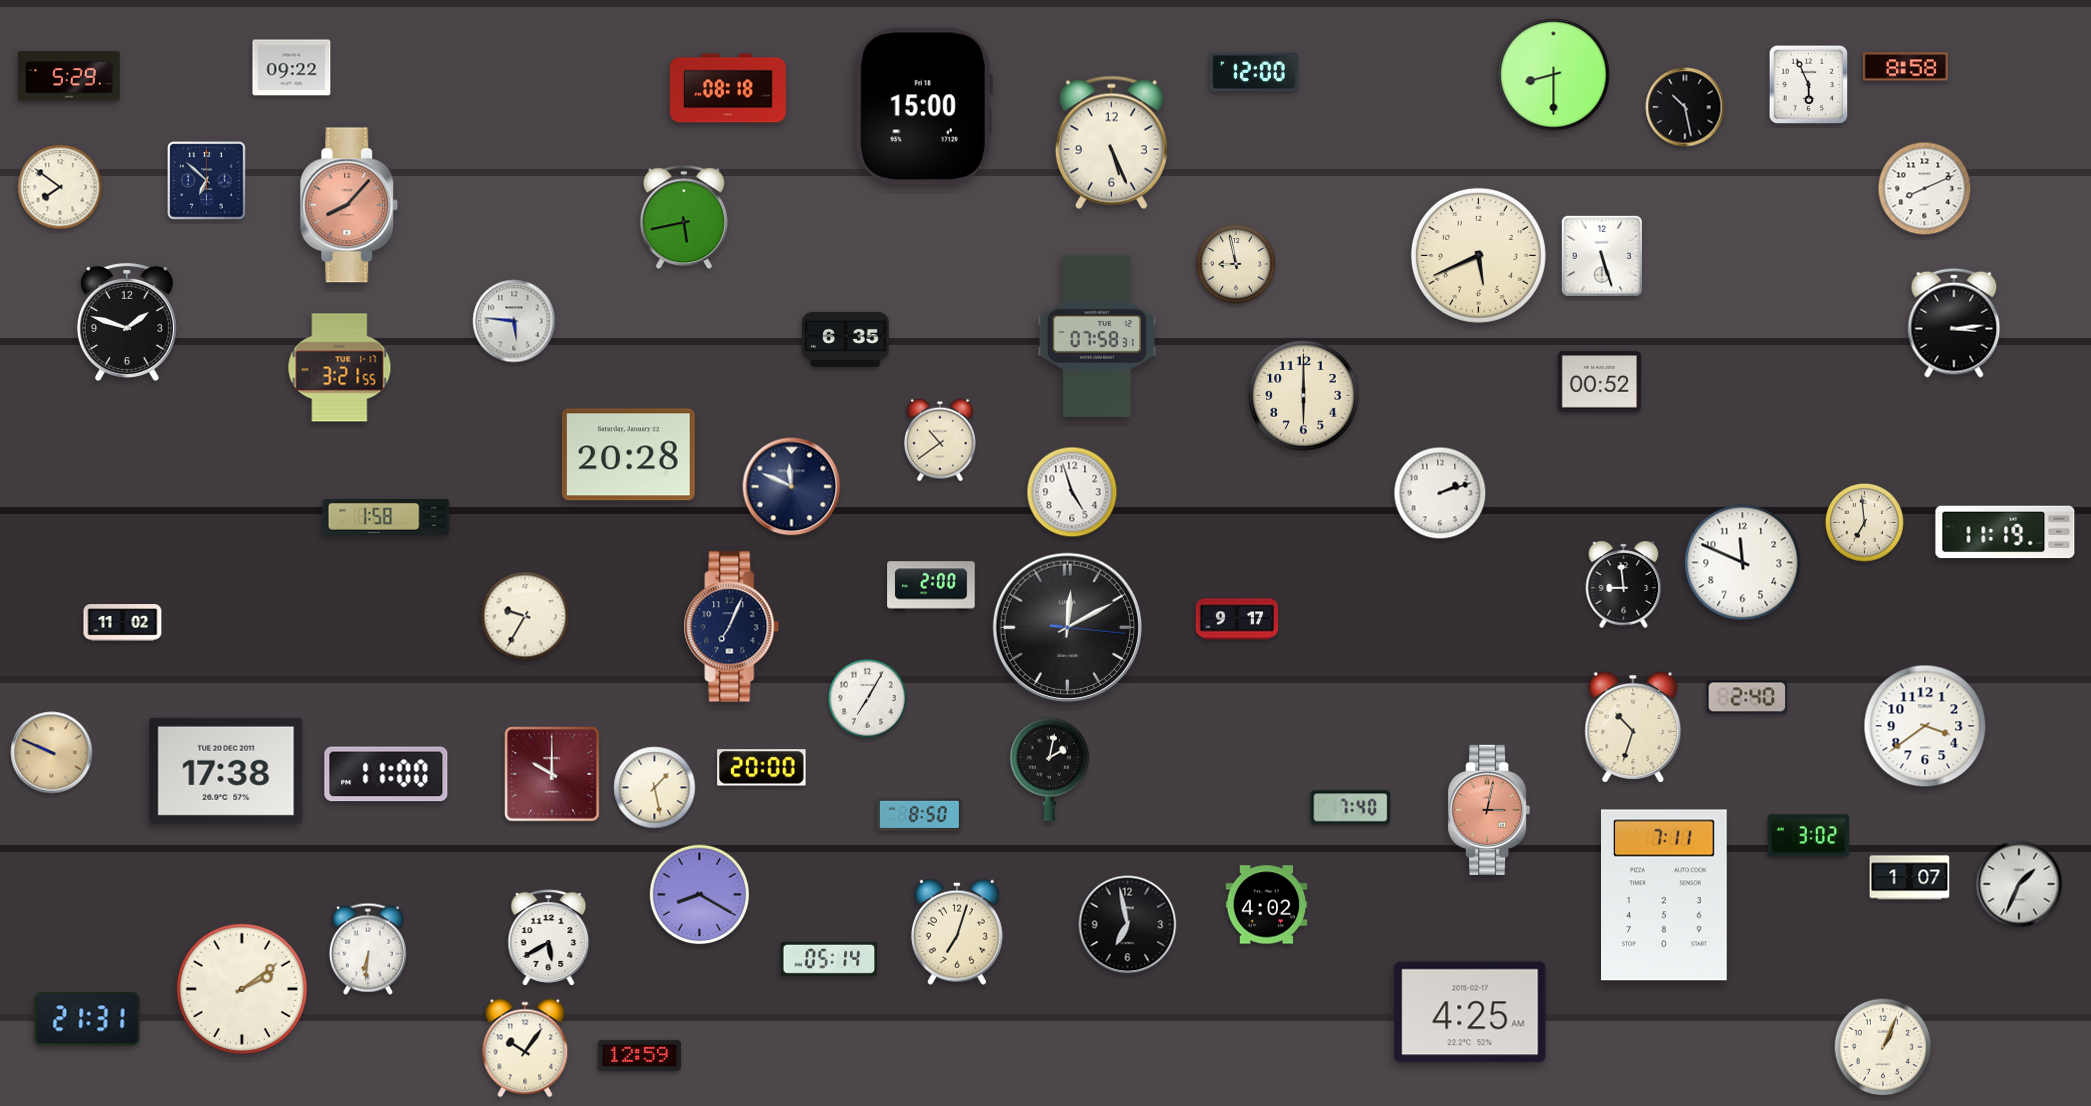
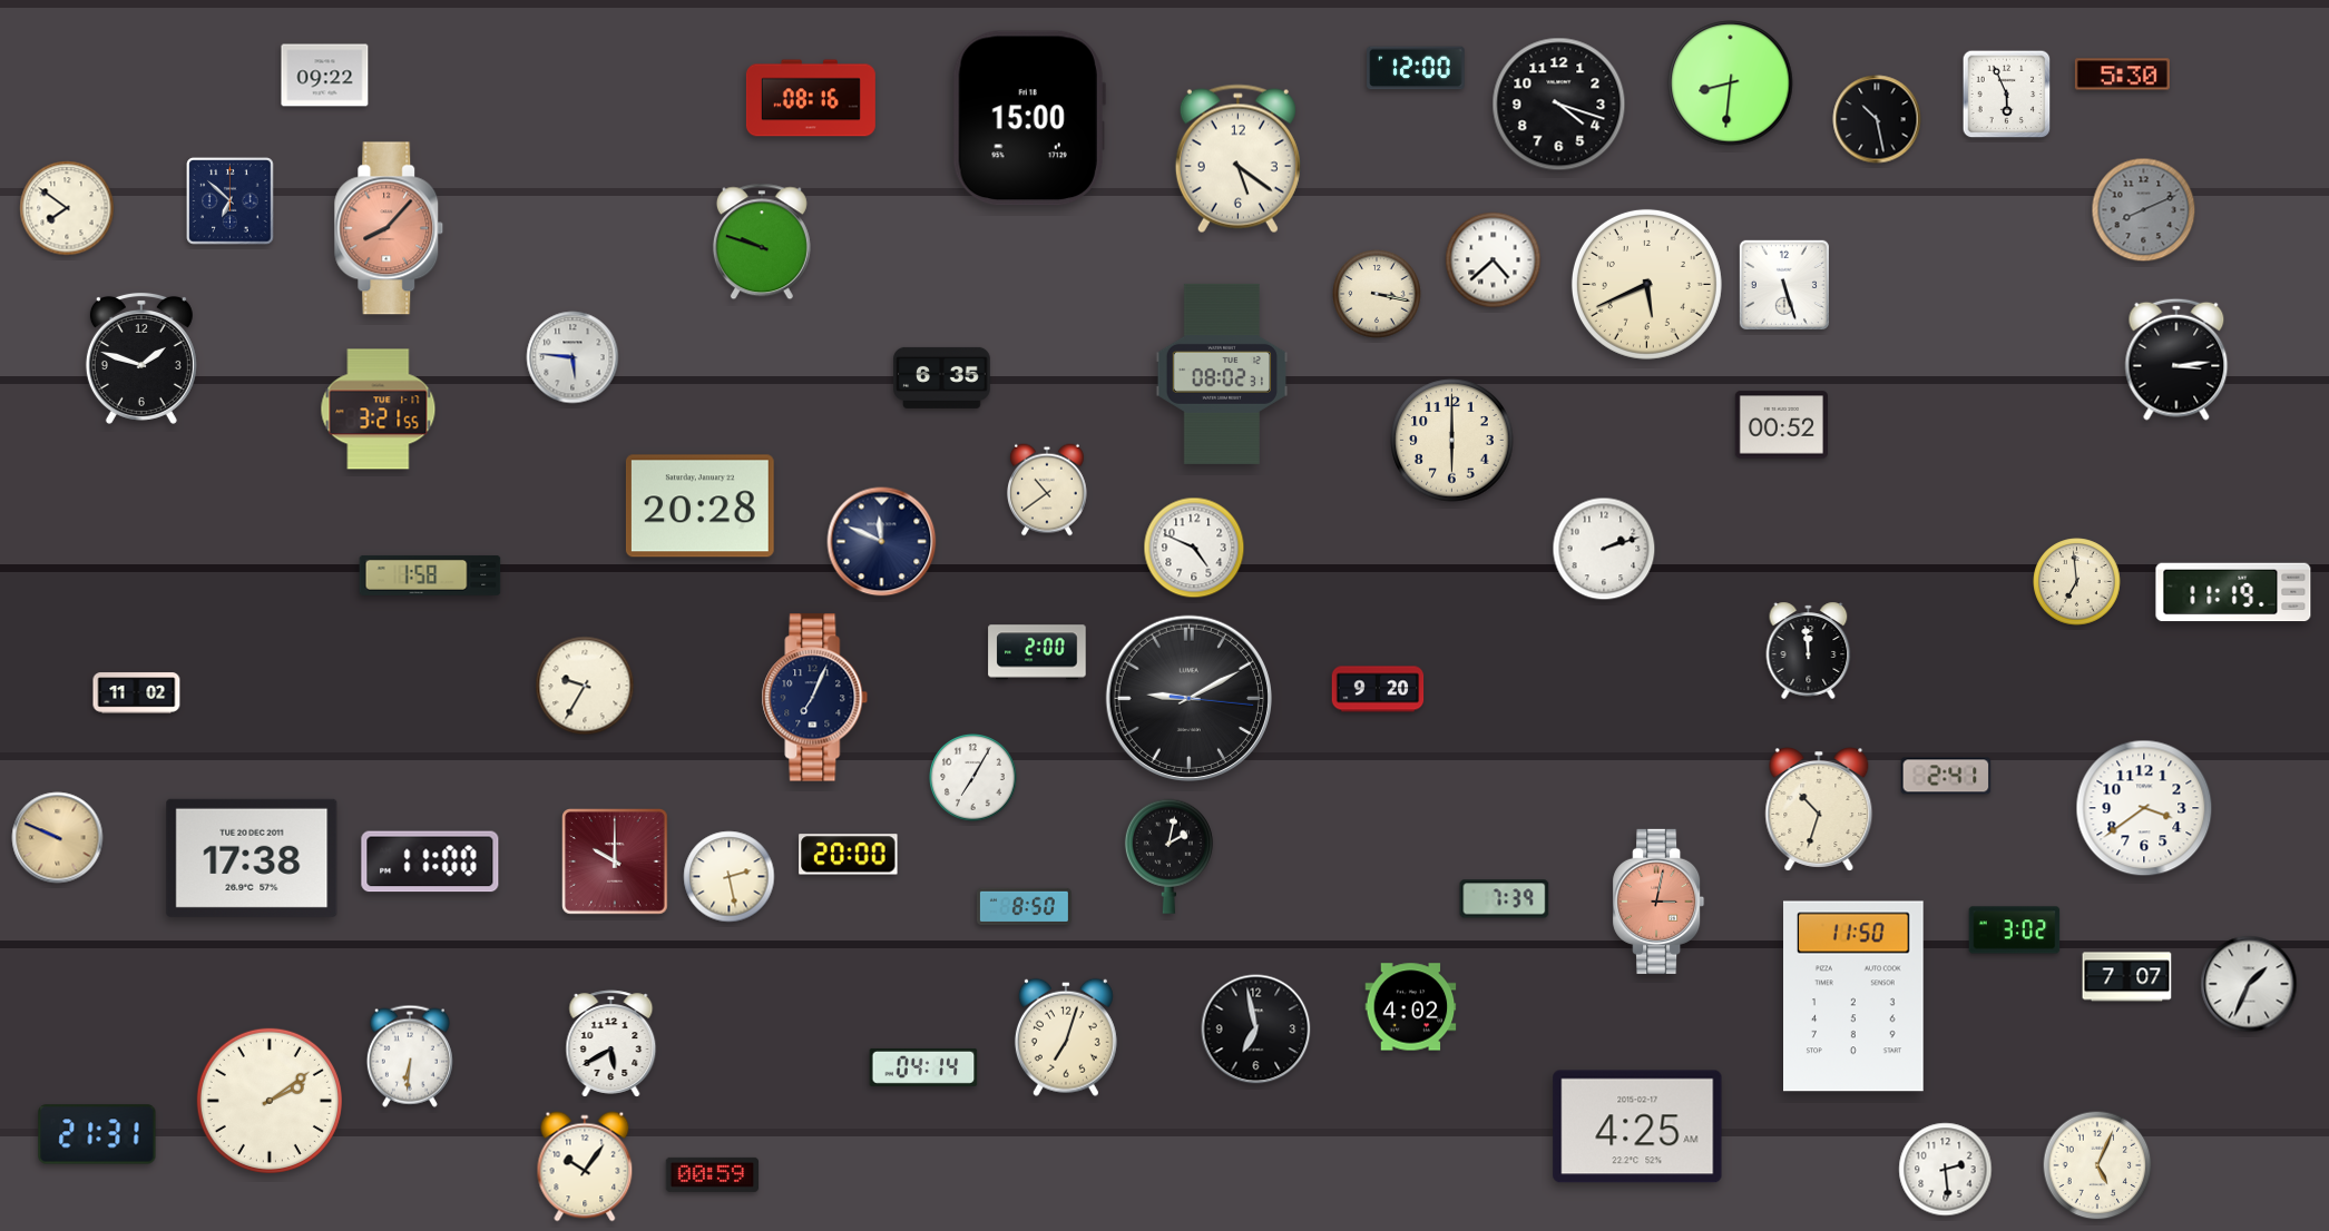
clock at (1905, 67): 8:58 -> 5:30
clock at (1254, 72) position: (1254, 72) -> (1416, 68)
clock at (1554, 75): 8:30 -> 8:31
clock at (69, 76): 5:29 -> none
clock at (1809, 85) position: (1809, 85) -> (2007, 95)
clock at (728, 88): 08:18 -> 08:16
clock at (1559, 105): none -> 4:18
clock at (1111, 143): 5:26 -> 5:21
clock at (1925, 189) dial: white -> grey
clock at (684, 217): 5:43 -> 9:48
clock at (1494, 260): none -> 4:38
clock at (1236, 264): 8:58 -> 3:17
clock at (1097, 336): 07:58 -> 08:02
clock at (1072, 492): 4:57 -> 4:49
clock at (1743, 563): 11:49 -> none
clock at (1624, 584): 8:59 -> 11:59
clock at (1237, 619): 9:17 -> 9:20
clock at (1067, 627): 12:10 -> 9:10
clock at (1747, 697): 2:40 -> 2:41
clock at (868, 699) position: (868, 699) -> (973, 778)
clock at (655, 788): 1:28 -> 2:28
clock at (1351, 808): 7:40 -> 7:39
clock at (1910, 878): 1:07 -> 7:07
clock at (700, 895): 8:20 -> none
clock at (1665, 895): 7:11 -> 11:50
clock at (829, 959): 05:14 -> 04:14
clock at (1883, 1047): 1:04 -> 5:04
clock at (1946, 1170): none -> 2:29
clock at (639, 1055): 12:59 -> 00:59
